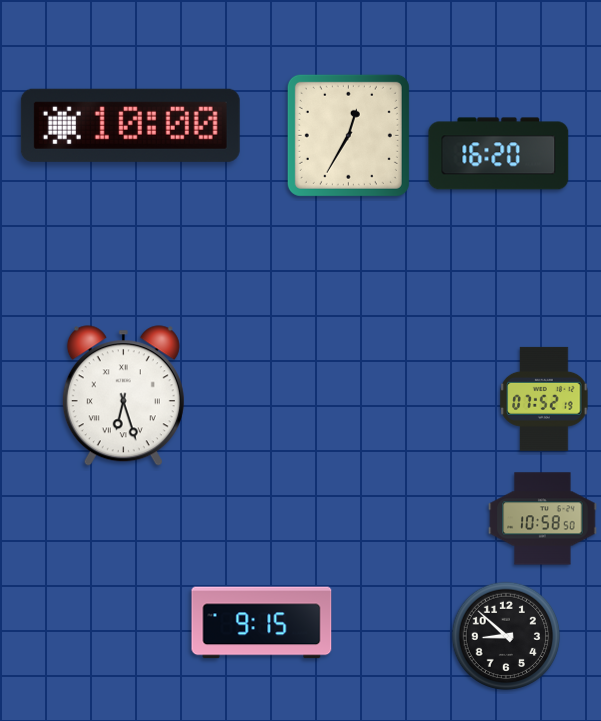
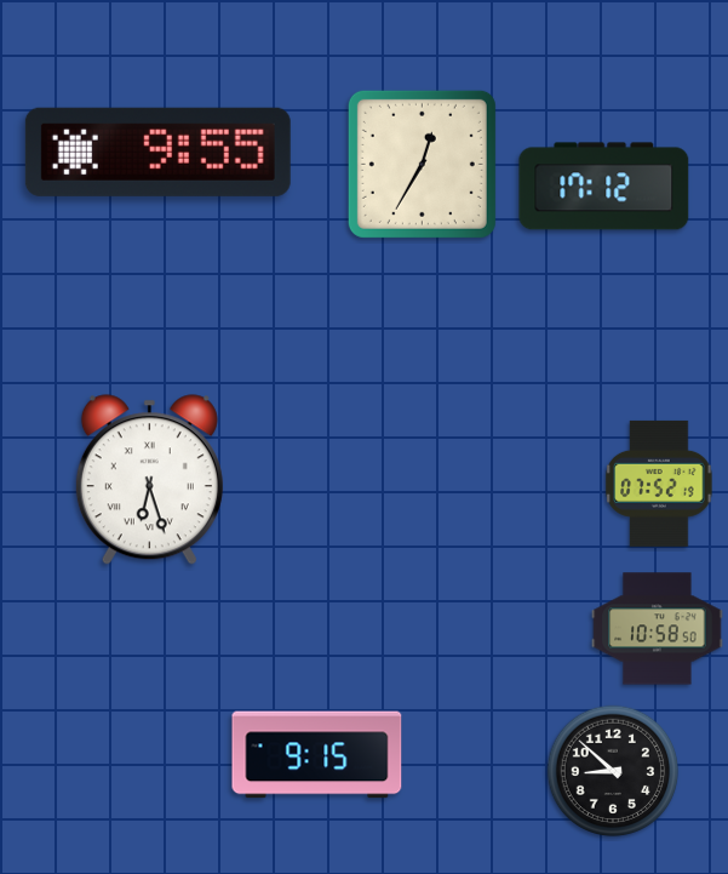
clock at (130, 125): 10:00 -> 9:55
clock at (499, 154): 16:20 -> 17:12
